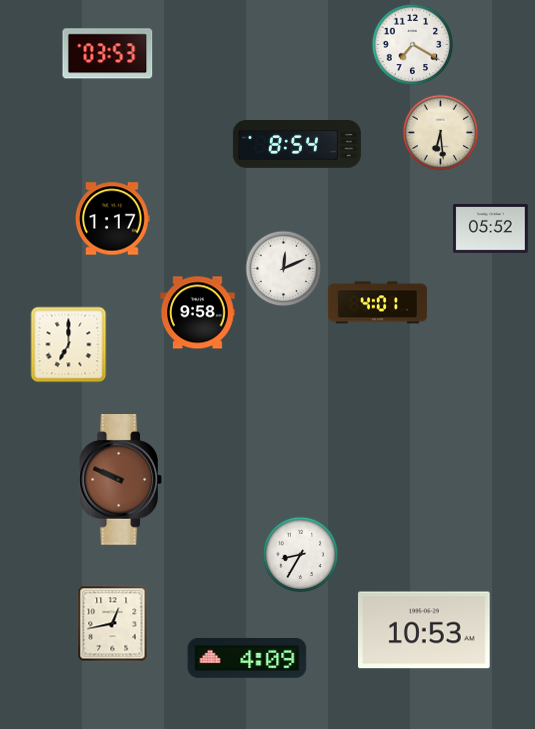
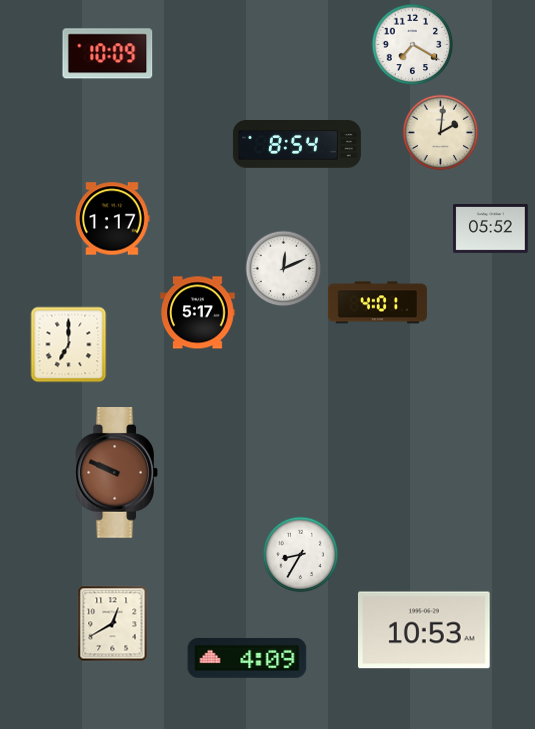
clock at (108, 54): 03:53 -> 10:09
clock at (441, 133): 6:29 -> 2:01
clock at (198, 313): 9:58 -> 5:17
clock at (120, 480) position: (120, 480) -> (116, 473)
clock at (113, 624): 12:43 -> 12:40
